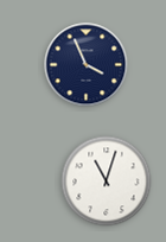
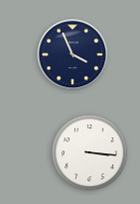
clock at (107, 181): 11:03 -> 3:16
